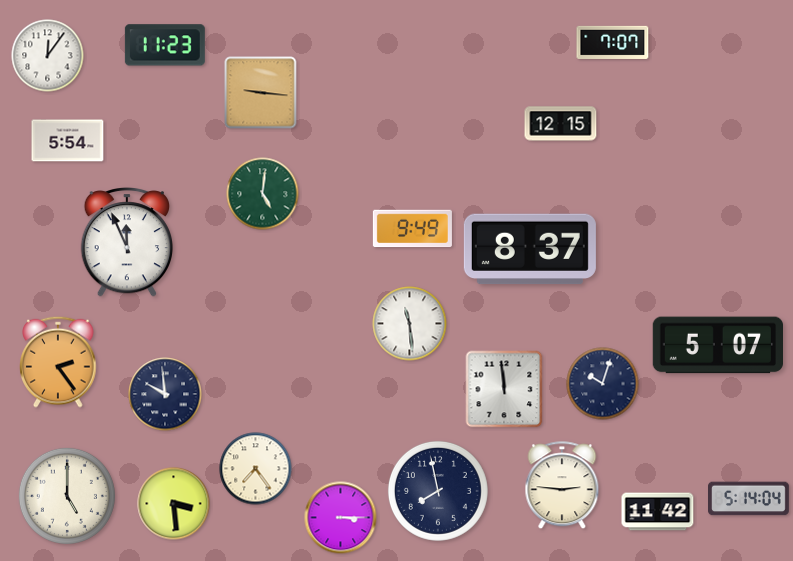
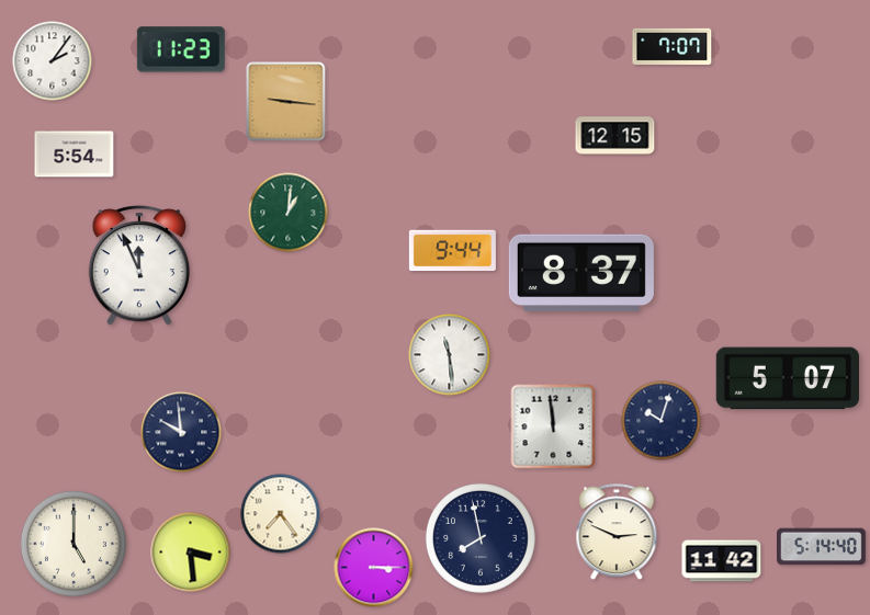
clock at (48, 56): 12:06 -> 2:06
clock at (263, 194): 5:01 -> 1:01
clock at (412, 229): 9:49 -> 9:44
clock at (58, 362): 2:24 -> none
clock at (562, 486): 2:46 -> 2:49
clock at (749, 499): 5:14:04 -> 5:14:40
